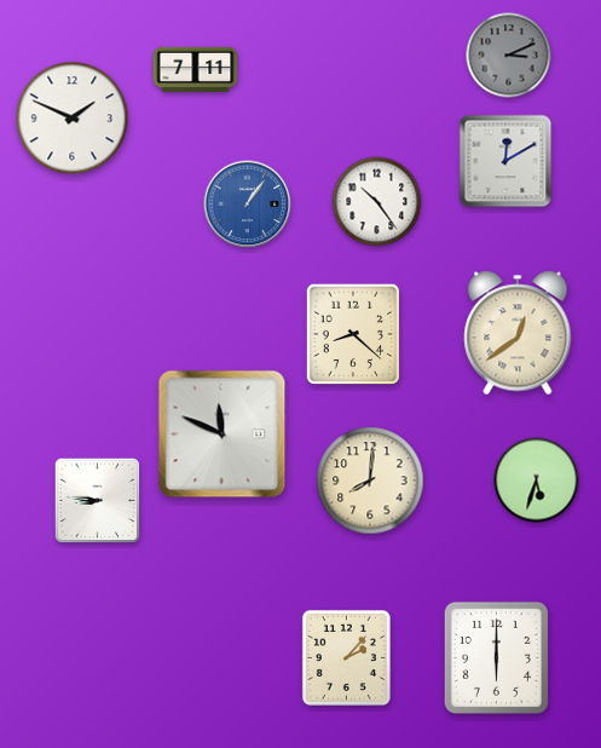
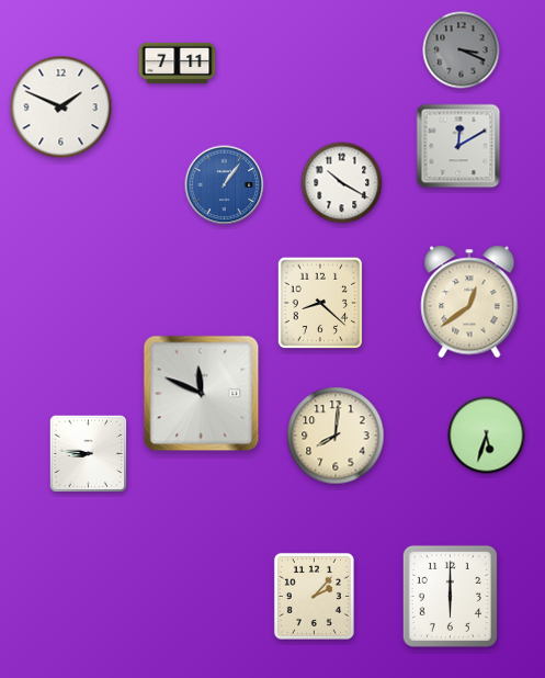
clock at (509, 56): 3:11 -> 3:19
clock at (73, 119) position: (73, 119) -> (61, 108)
clock at (377, 202): 10:24 -> 10:20
